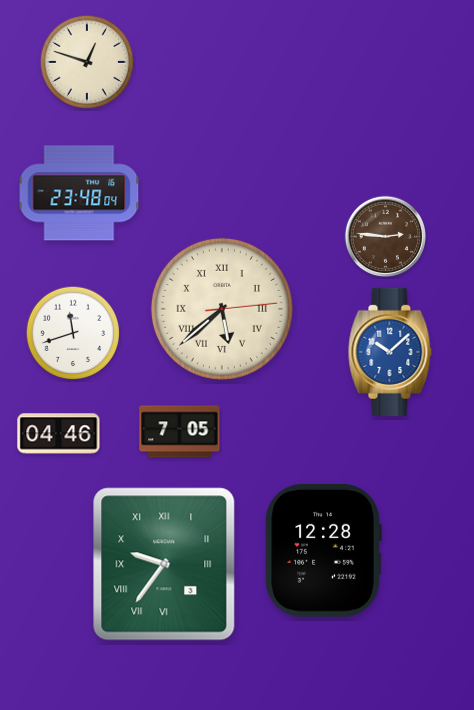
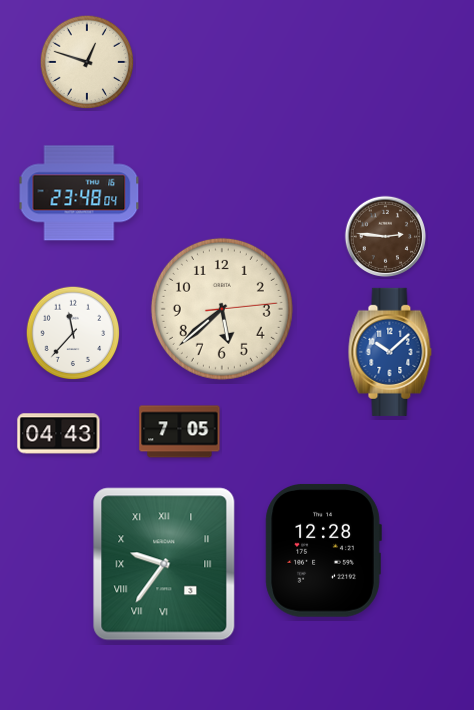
clock at (222, 309) numerals: Roman -> Arabic
clock at (73, 333): 11:42 -> 11:37
clock at (59, 434): 04:46 -> 04:43
